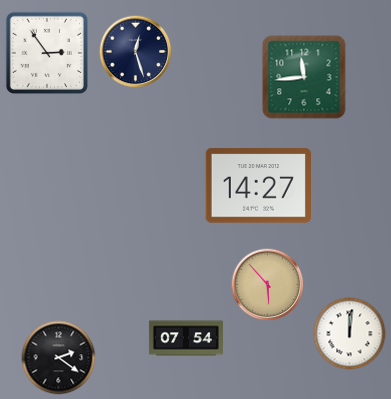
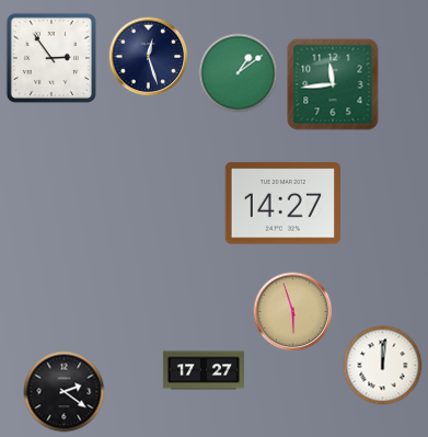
clock at (239, 73): none -> 1:09
clock at (268, 285): 5:53 -> 5:57
clock at (186, 338): 07:54 -> 17:27
